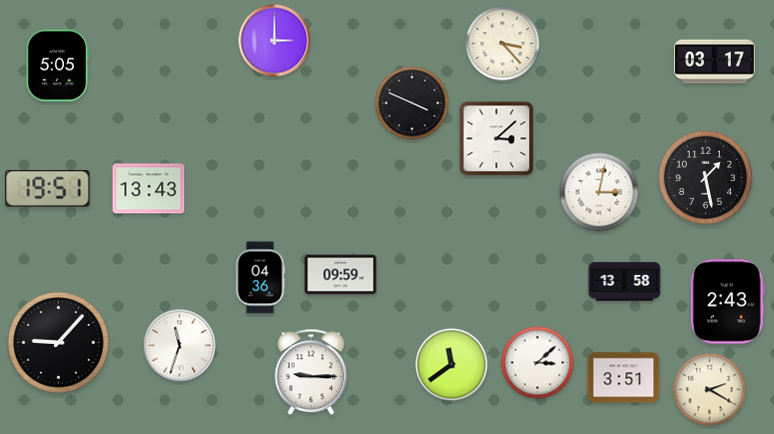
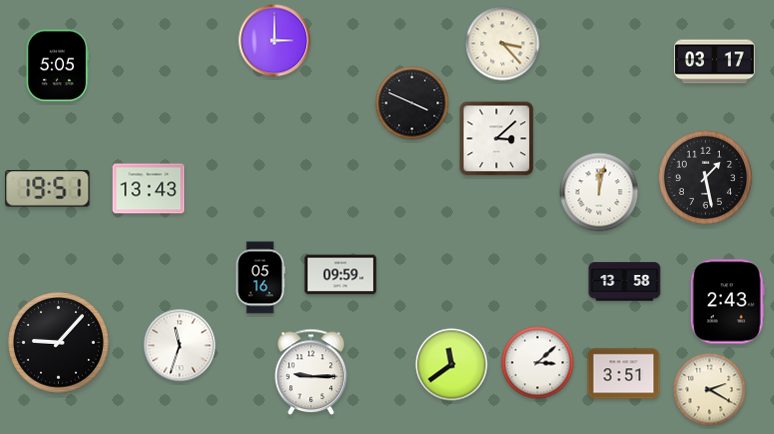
clock at (599, 192): 3:02 -> 12:02
clock at (260, 278): 04:36 -> 05:16
clock at (624, 378) position: (624, 378) -> (624, 374)
